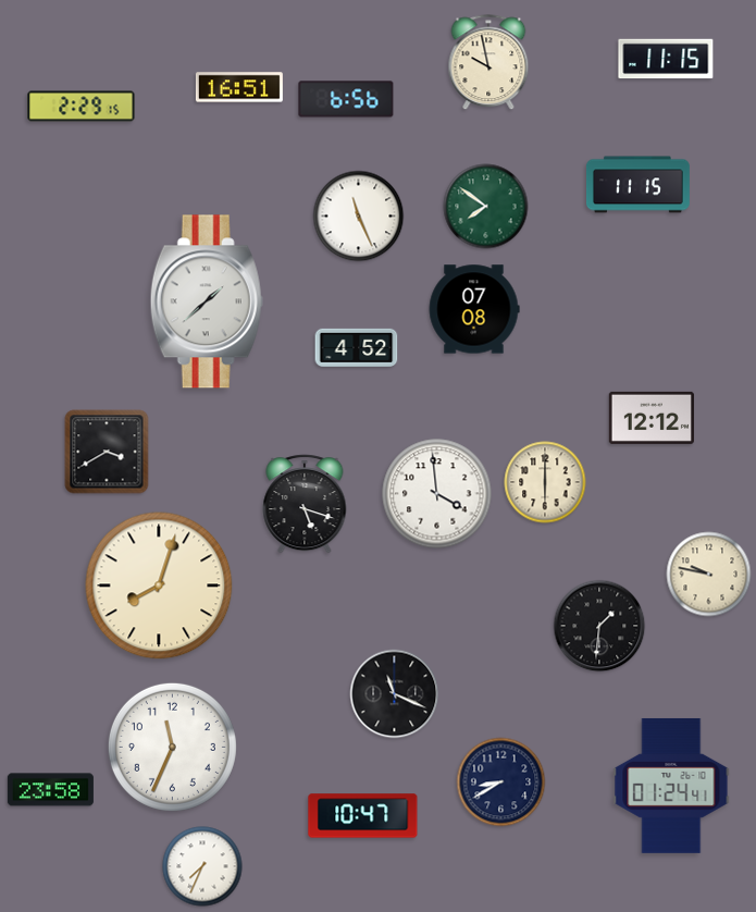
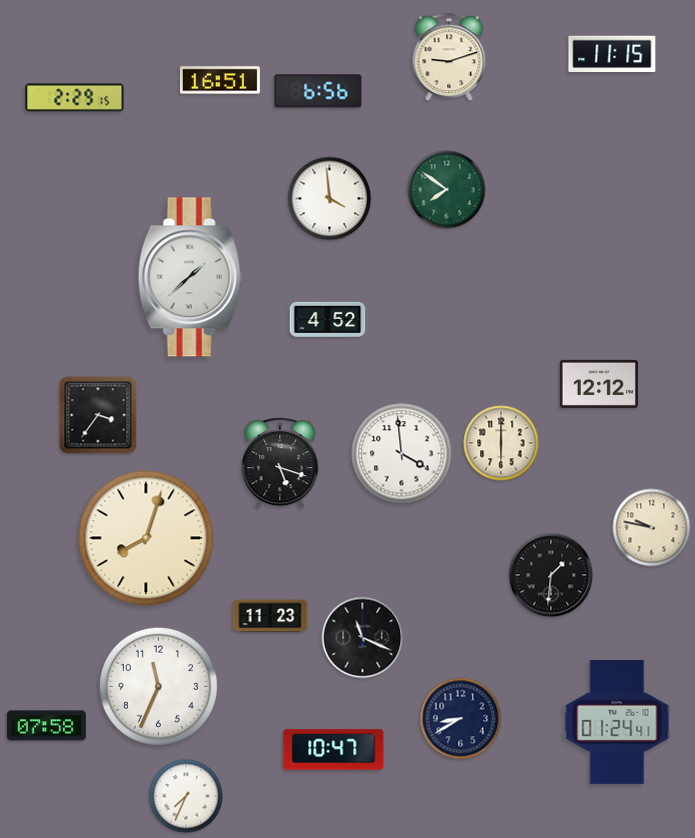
clock at (488, 63): 9:58 -> 9:12
clock at (639, 185): 11:15 -> none
clock at (359, 217): 11:26 -> 3:59
clock at (474, 309): 07:08 -> none
clock at (107, 452): 3:40 -> 3:36
clock at (270, 616): none -> 11:23
clock at (50, 790): 23:58 -> 07:58
